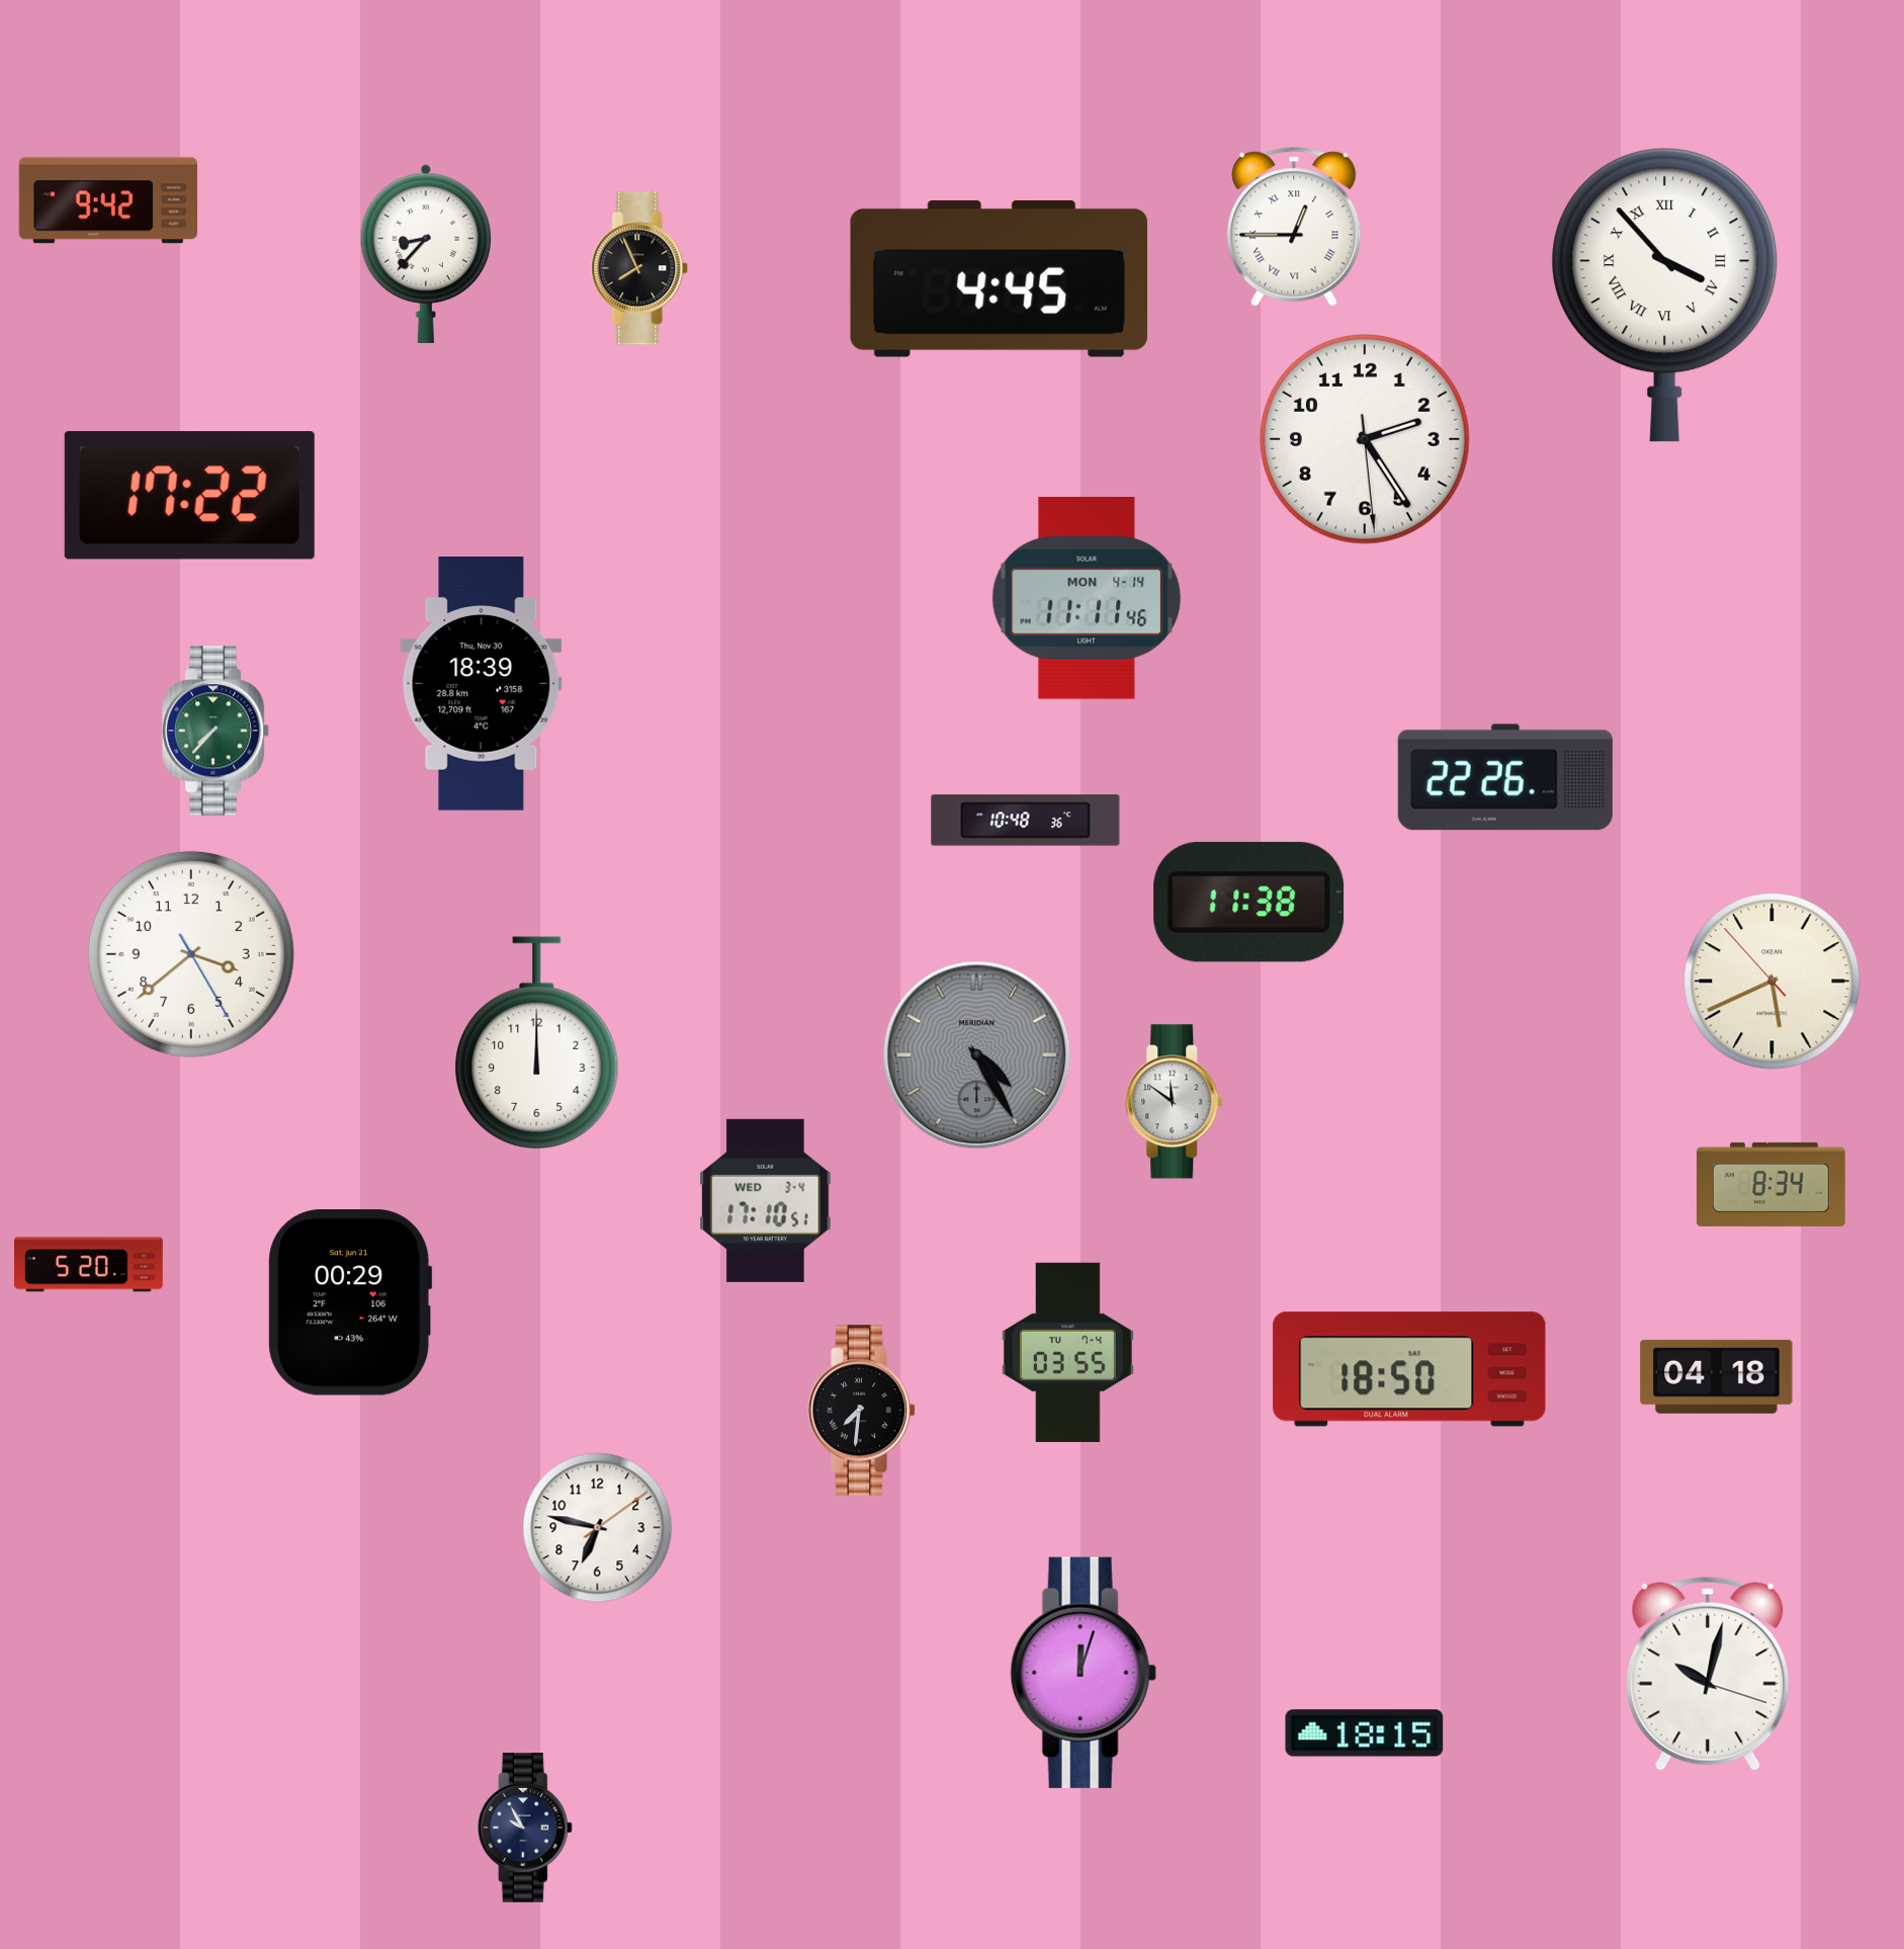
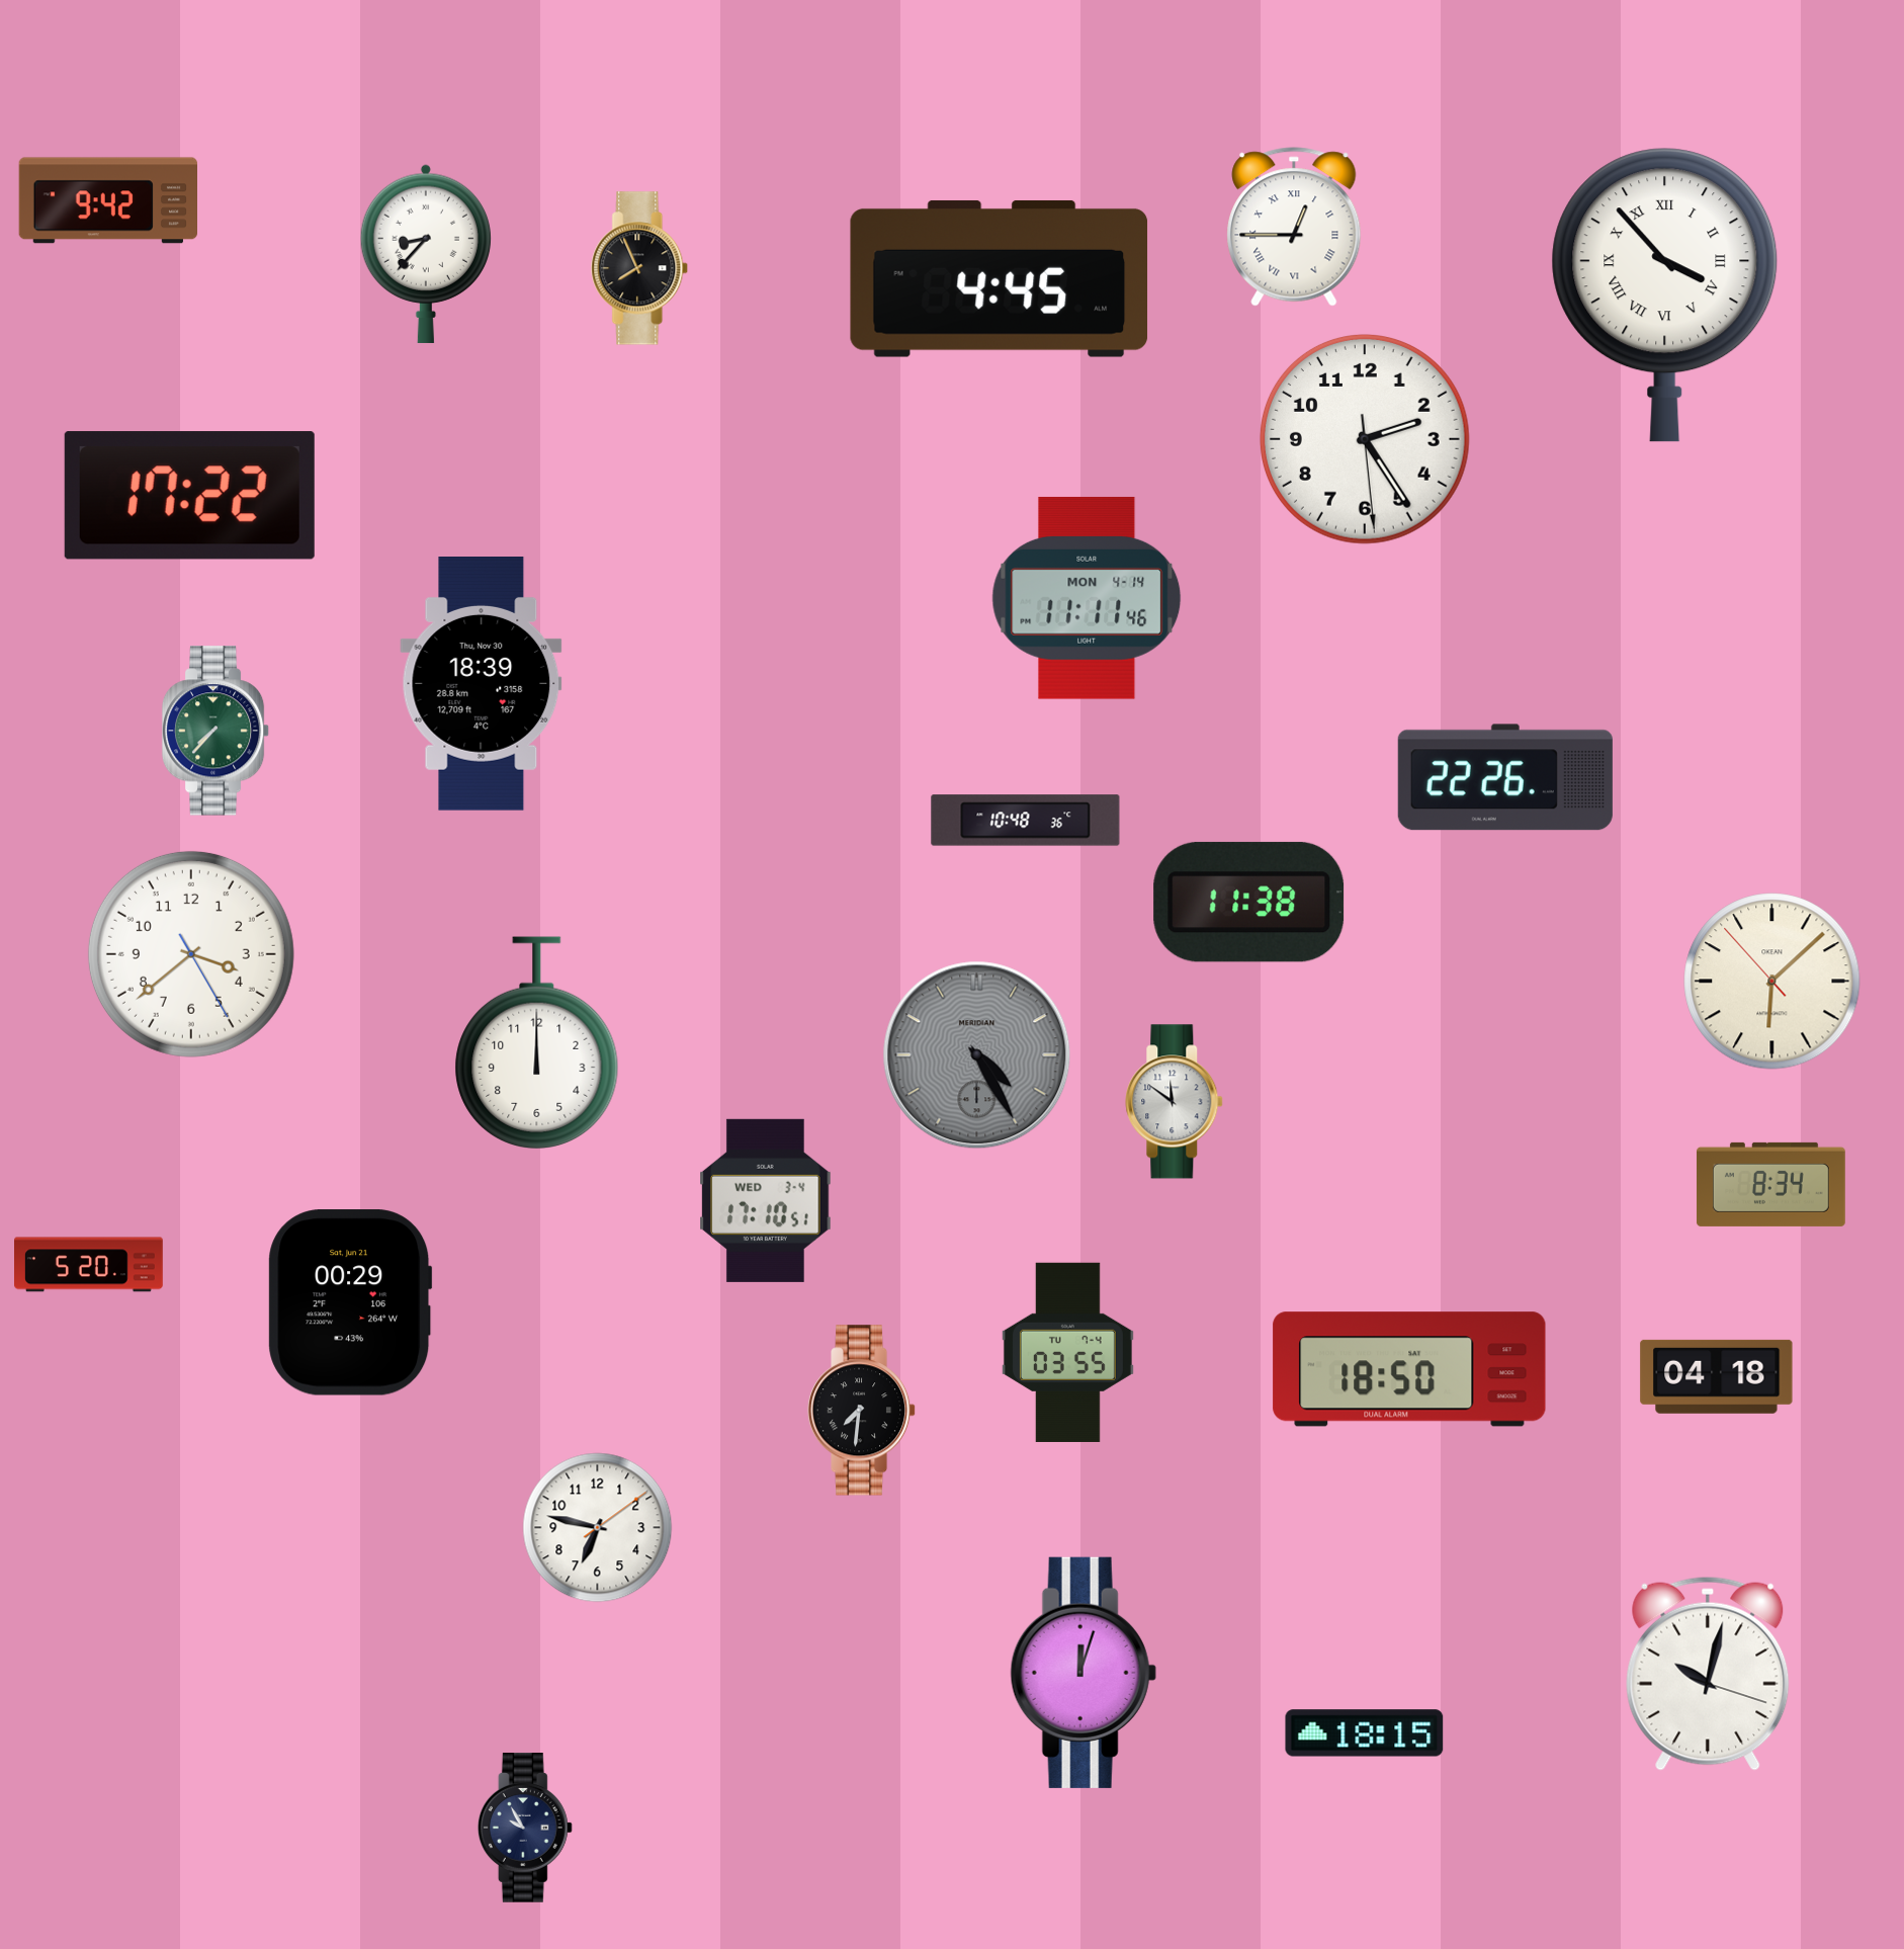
clock at (1772, 982): 5:40 -> 6:07
